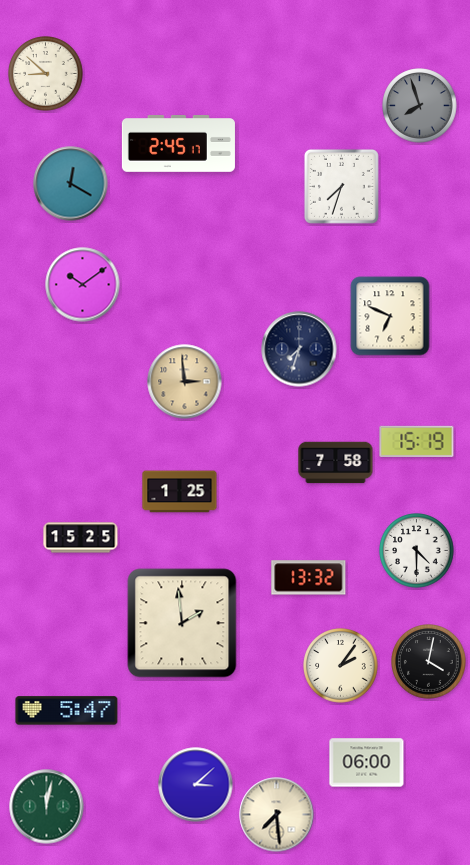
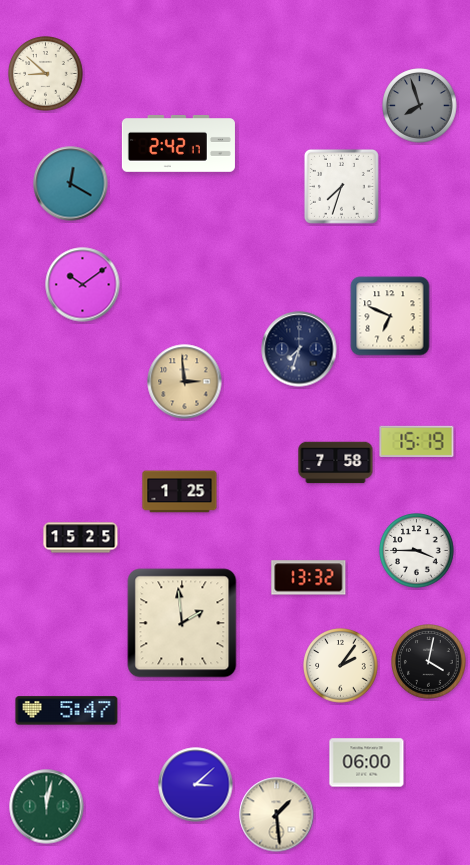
clock at (178, 144): 2:45 -> 2:42
clock at (417, 551): 4:30 -> 3:45
clock at (277, 815): 7:29 -> 1:29
